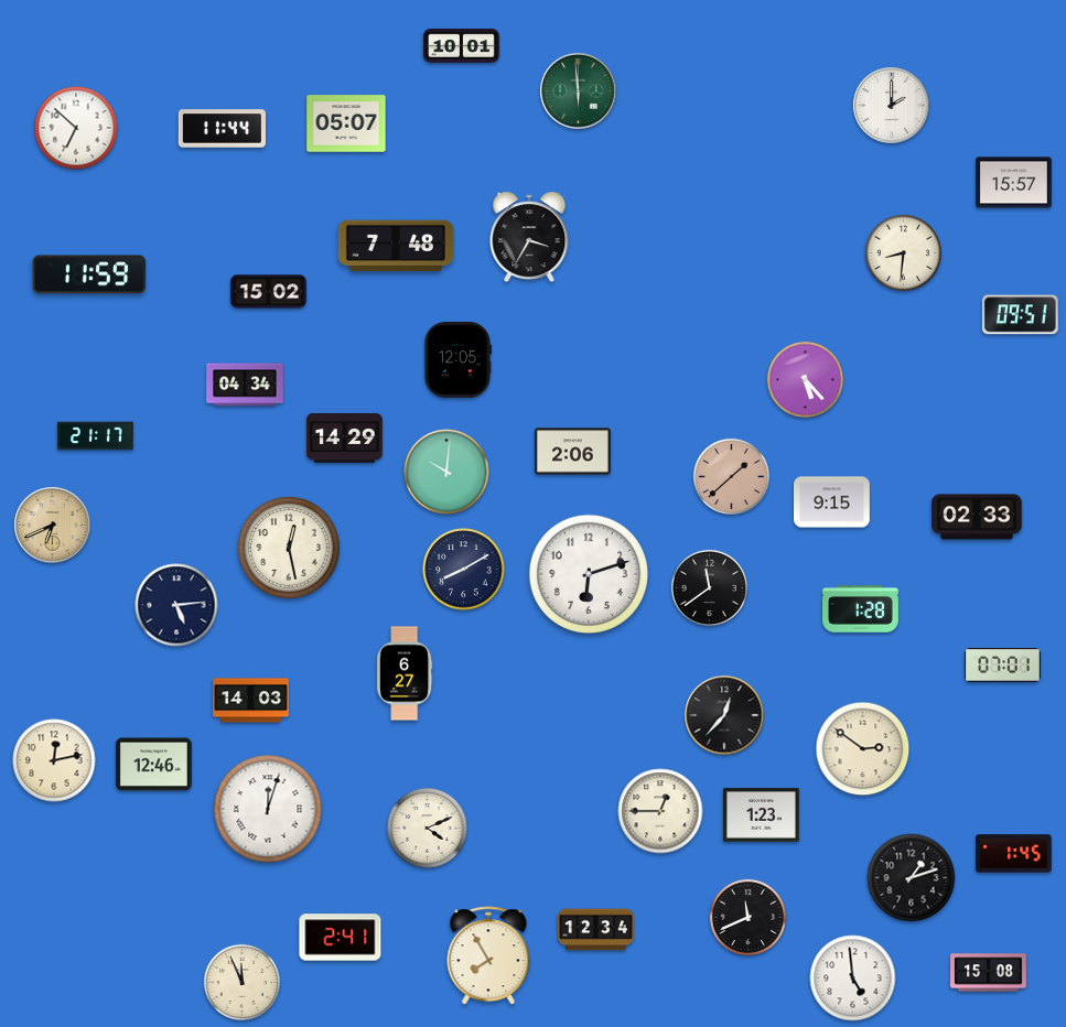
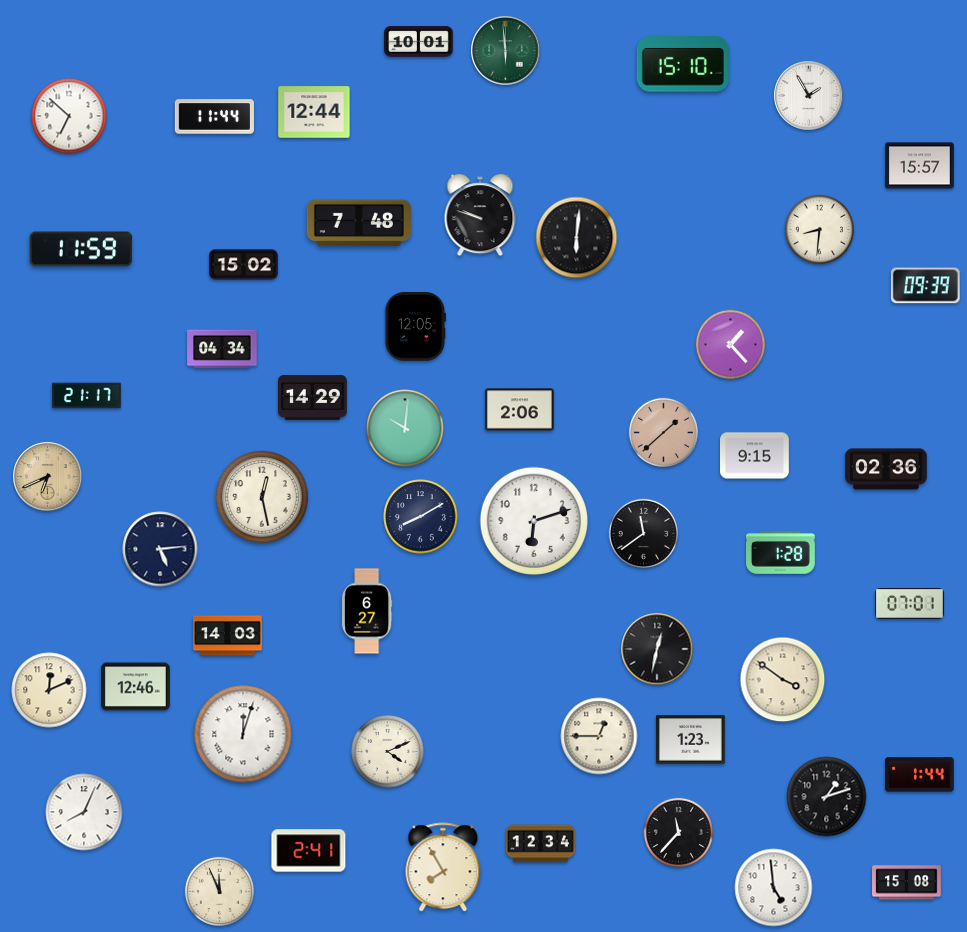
clock at (683, 64): none -> 15:10
clock at (579, 91) position: (579, 91) -> (506, 51)
clock at (892, 106): 2:00 -> 1:55
clock at (346, 123): 05:07 -> 12:44
clock at (222, 129) position: (222, 129) -> (214, 117)
clock at (529, 237): 3:35 -> 9:48
clock at (577, 238): none -> 6:01
clock at (1020, 315): 09:51 -> 09:39
clock at (805, 379): 5:23 -> 1:23
clock at (977, 517): 02:33 -> 02:36
clock at (724, 715): 12:37 -> 12:32
clock at (863, 749): 2:51 -> 3:51
clock at (54, 760): 12:13 -> 12:11
clock at (154, 765) position: (154, 765) -> (136, 687)
clock at (1013, 854): 1:45 -> 1:44
clock at (84, 812): none -> 8:04
clock at (747, 917): 11:41 -> 11:37
clock at (989, 973) position: (989, 973) -> (907, 883)
